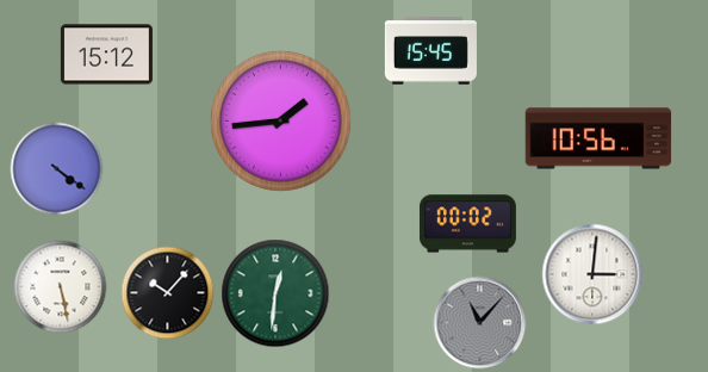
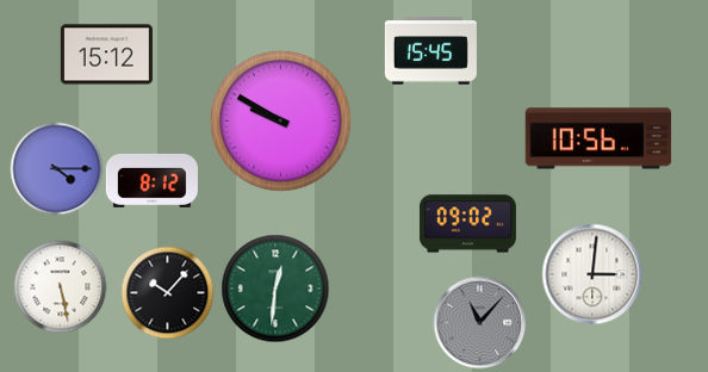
clock at (280, 120): 1:44 -> 9:50
clock at (56, 168): 4:21 -> 4:15
clock at (151, 180): none -> 8:12
clock at (467, 224): 00:02 -> 09:02
clock at (275, 293) position: (275, 293) -> (275, 289)
